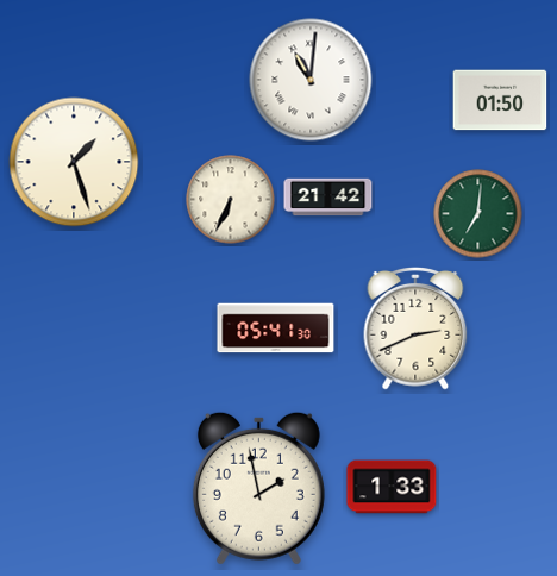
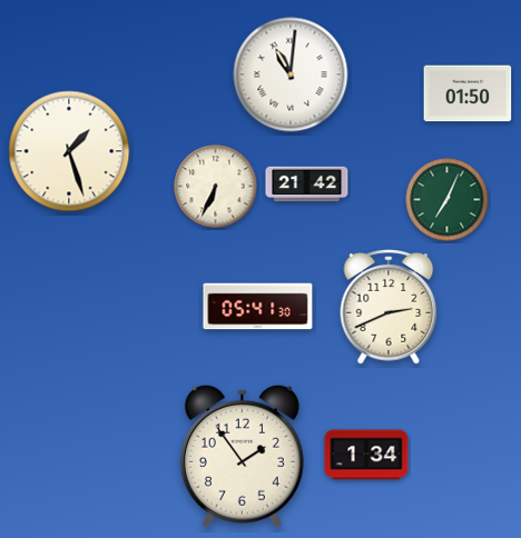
clock at (478, 214): 7:01 -> 7:04
clock at (392, 487): 1:33 -> 1:34
clock at (258, 488): 1:58 -> 1:54
